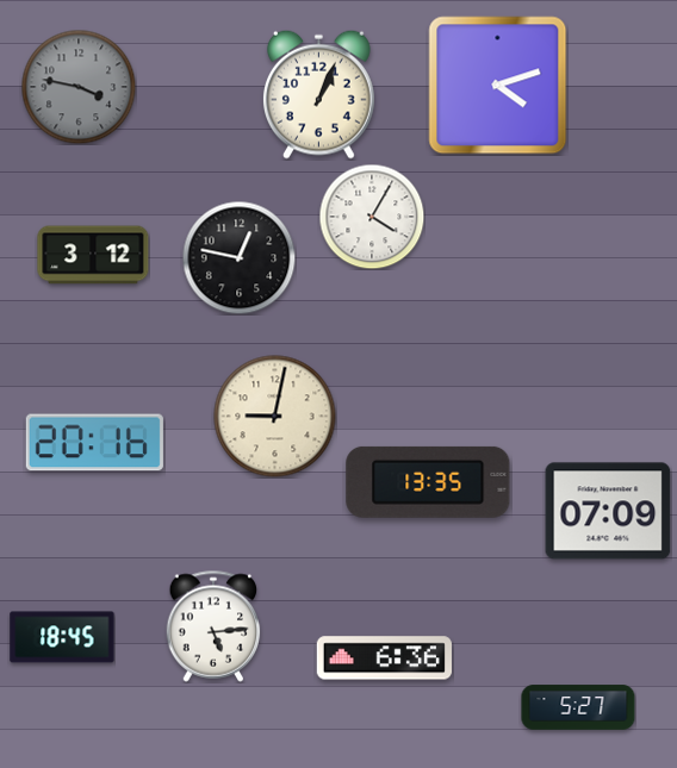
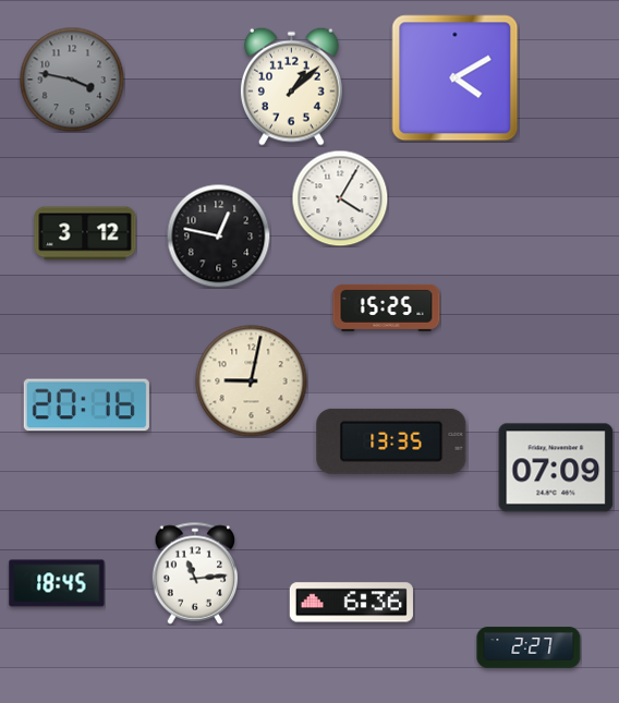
clock at (498, 86): 4:12 -> 4:10
clock at (318, 94): 1:04 -> 1:08
clock at (387, 307): none -> 15:25
clock at (213, 626): 5:14 -> 11:14
clock at (578, 707): 5:27 -> 2:27
